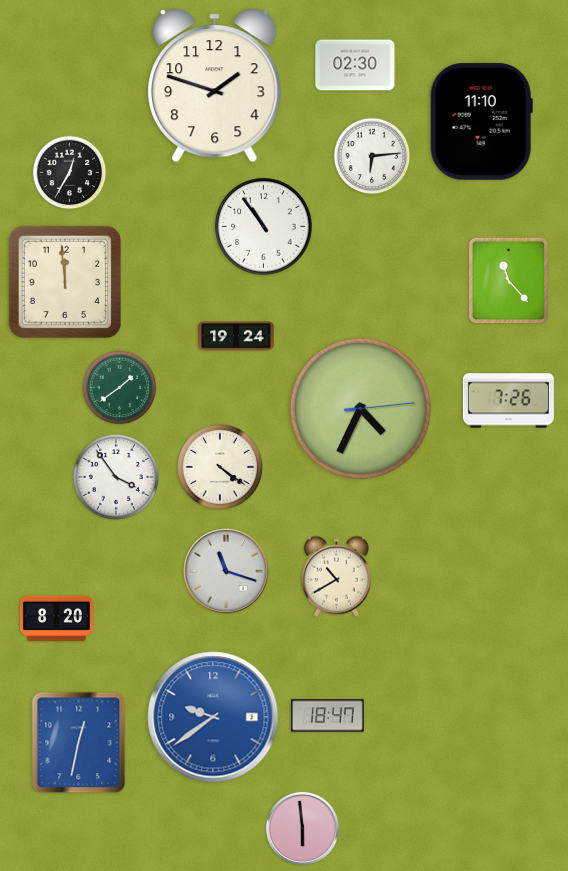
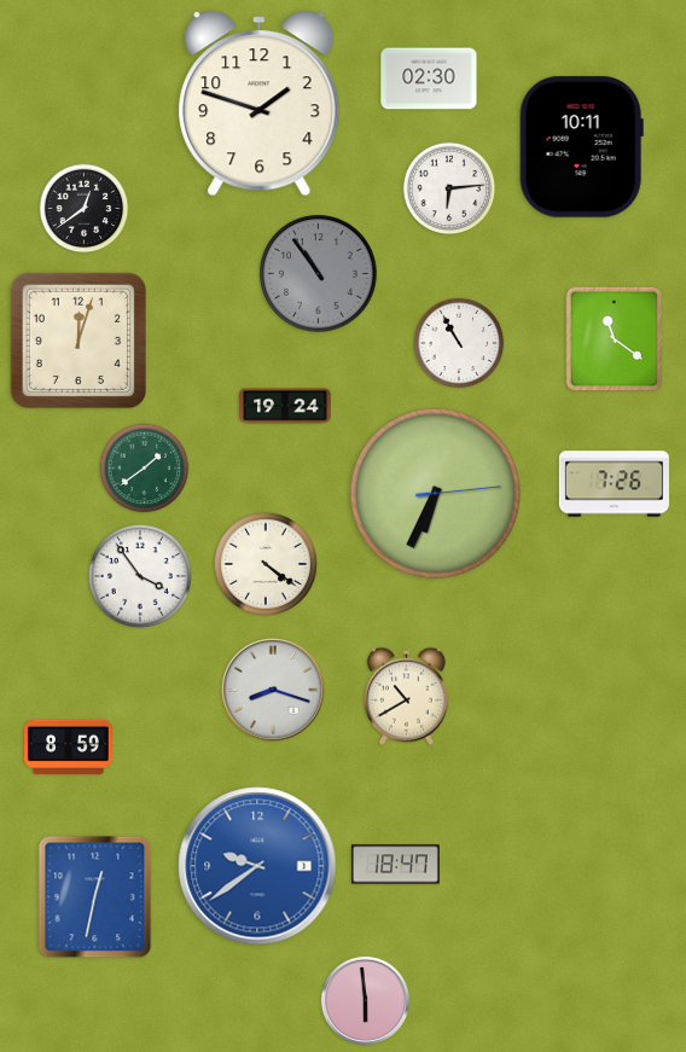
clock at (481, 122): 11:10 -> 10:11
clock at (70, 173): 12:35 -> 12:39
clock at (264, 227) dial: white -> grey
clock at (64, 281): 11:59 -> 12:03
clock at (509, 281): 11:23 -> 11:21
clock at (459, 343): none -> 10:55
clock at (360, 408): 4:34 -> 6:34
clock at (226, 571): 11:18 -> 8:18
clock at (57, 618): 8:20 -> 8:59
